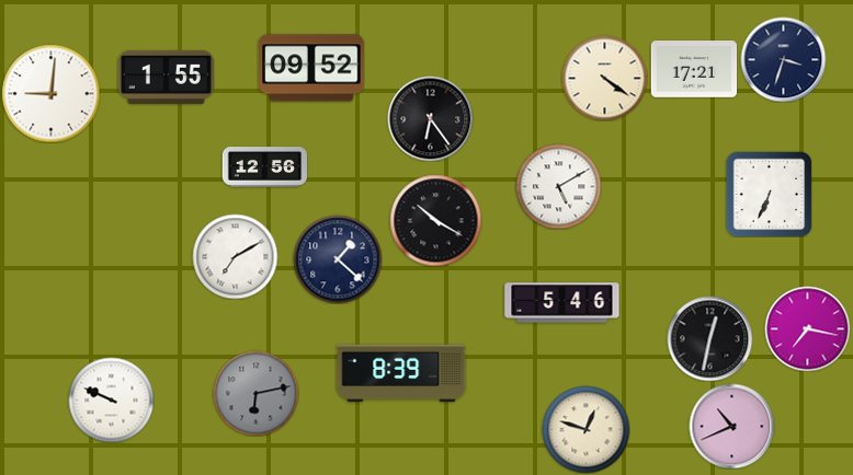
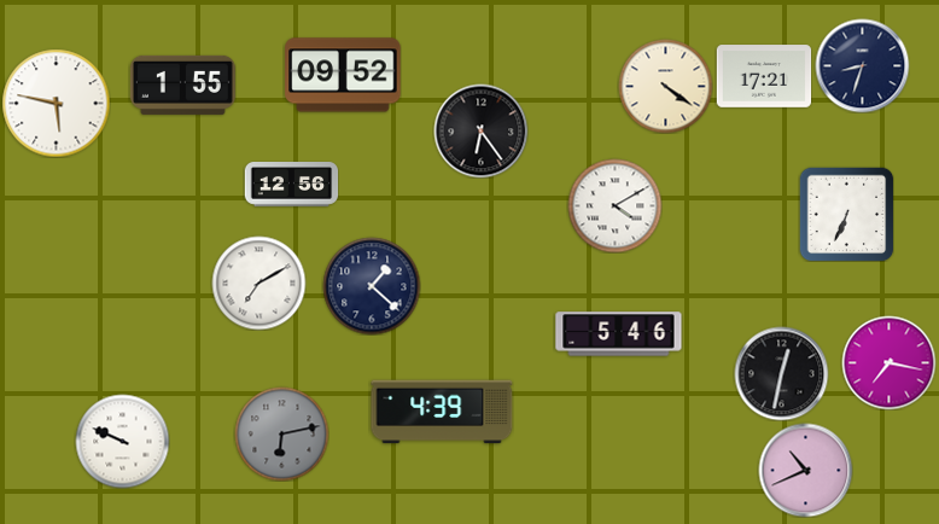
clock at (783, 59): 3:33 -> 8:33
clock at (50, 93): 9:01 -> 5:47
clock at (430, 118) position: (430, 118) -> (480, 130)
clock at (558, 186): 5:10 -> 4:10
clock at (435, 220): 10:20 -> none
clock at (401, 373): 8:39 -> 4:39
clock at (585, 429): 12:48 -> none
